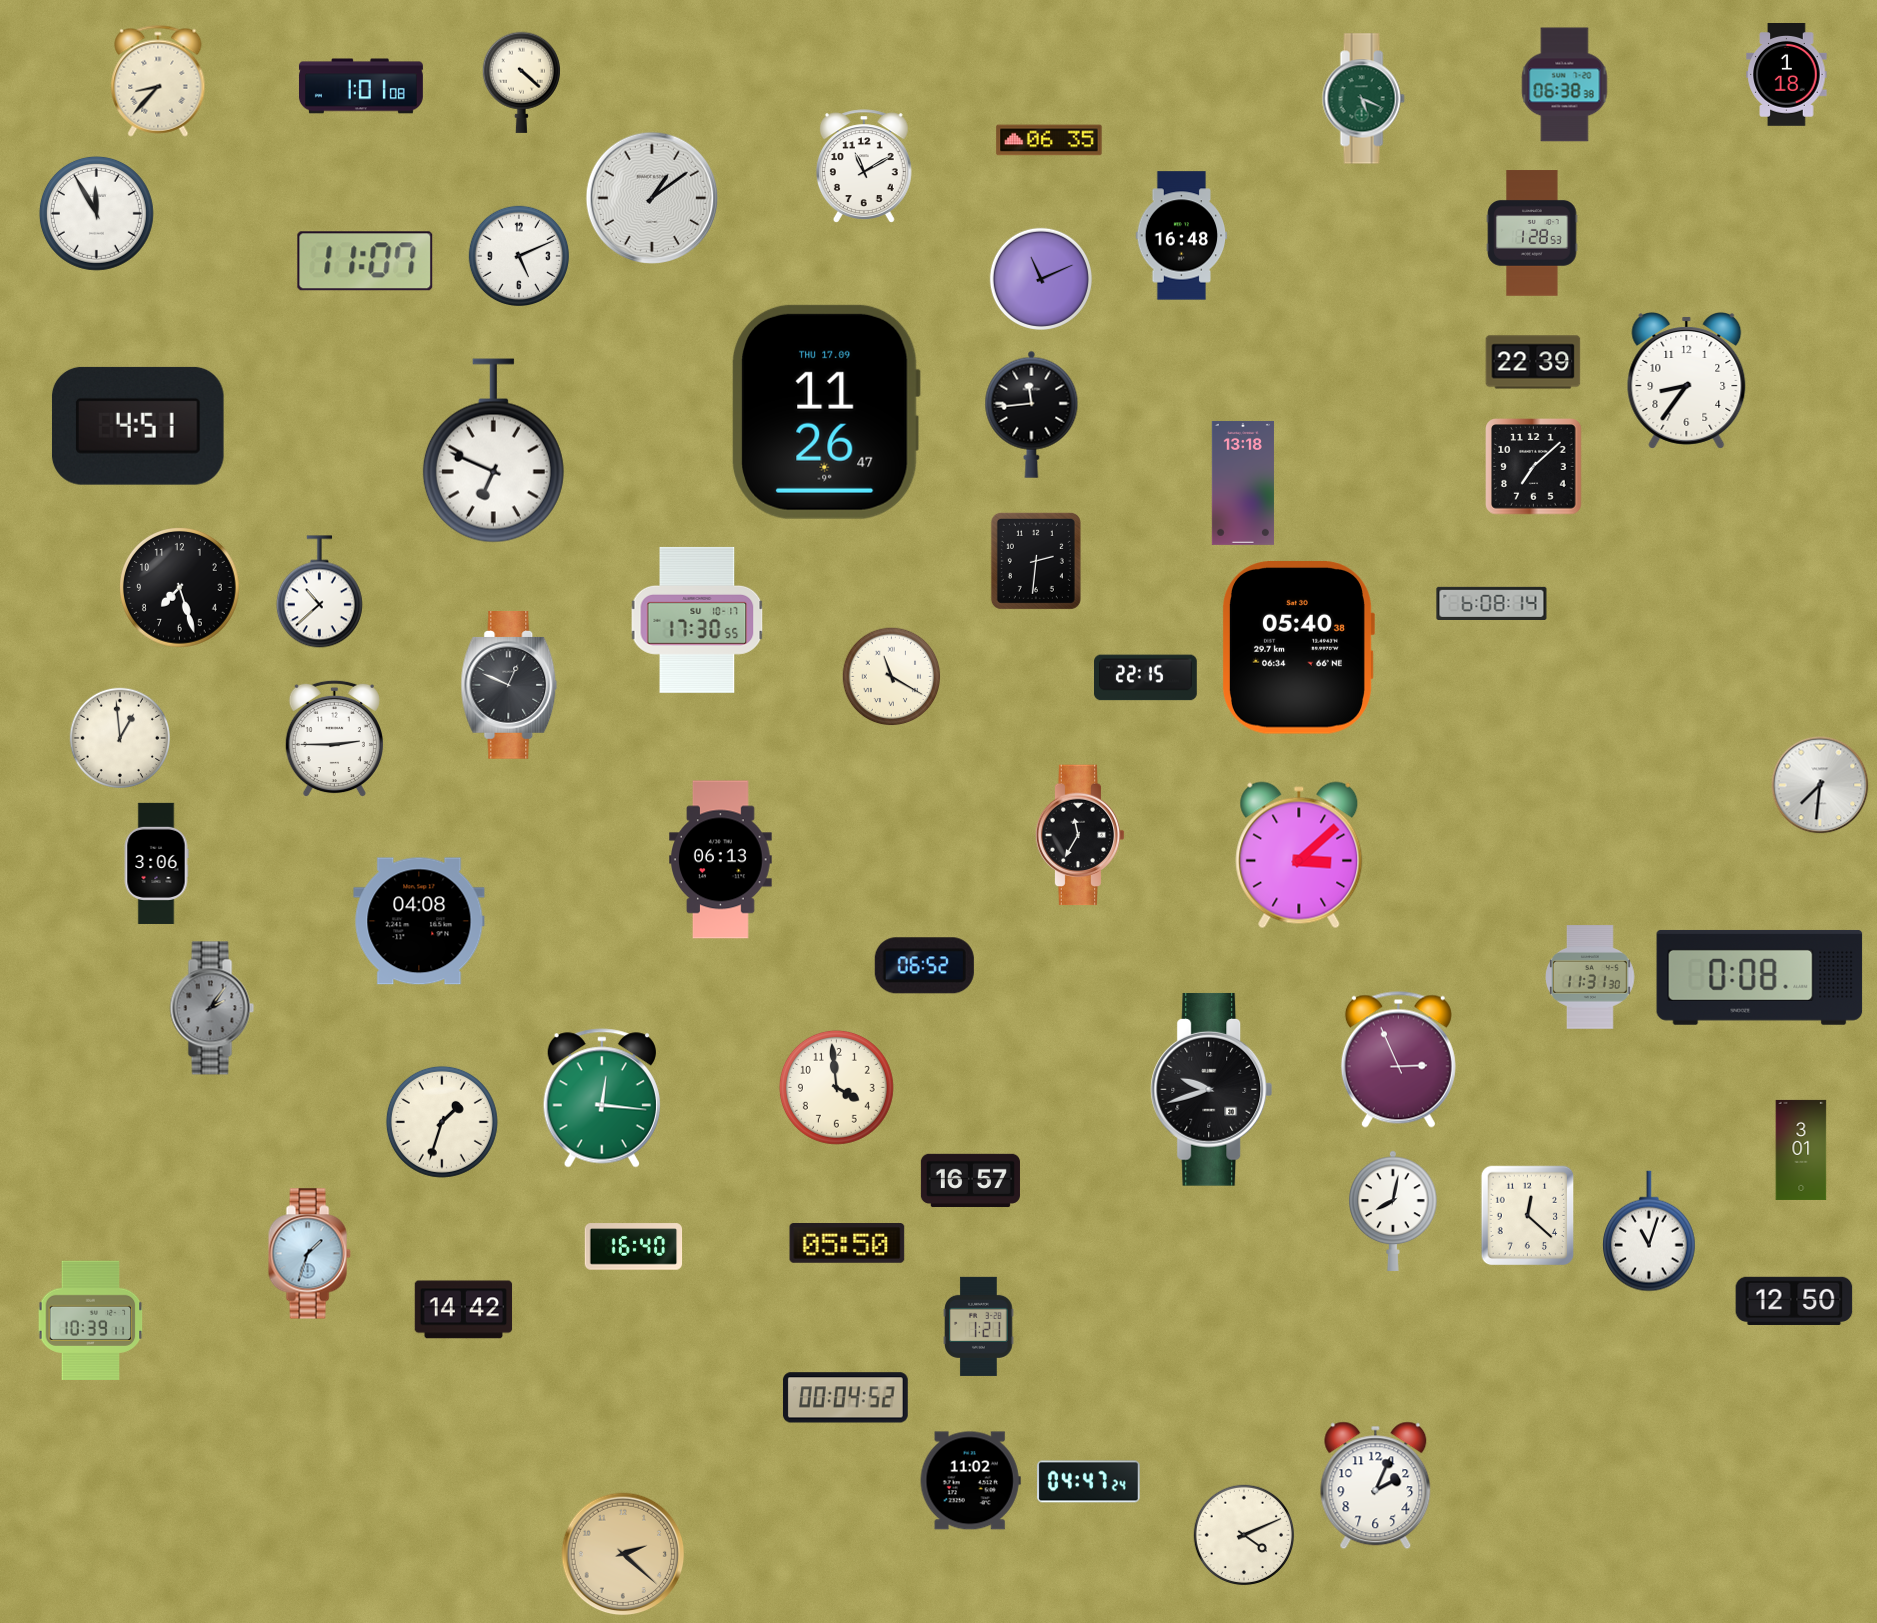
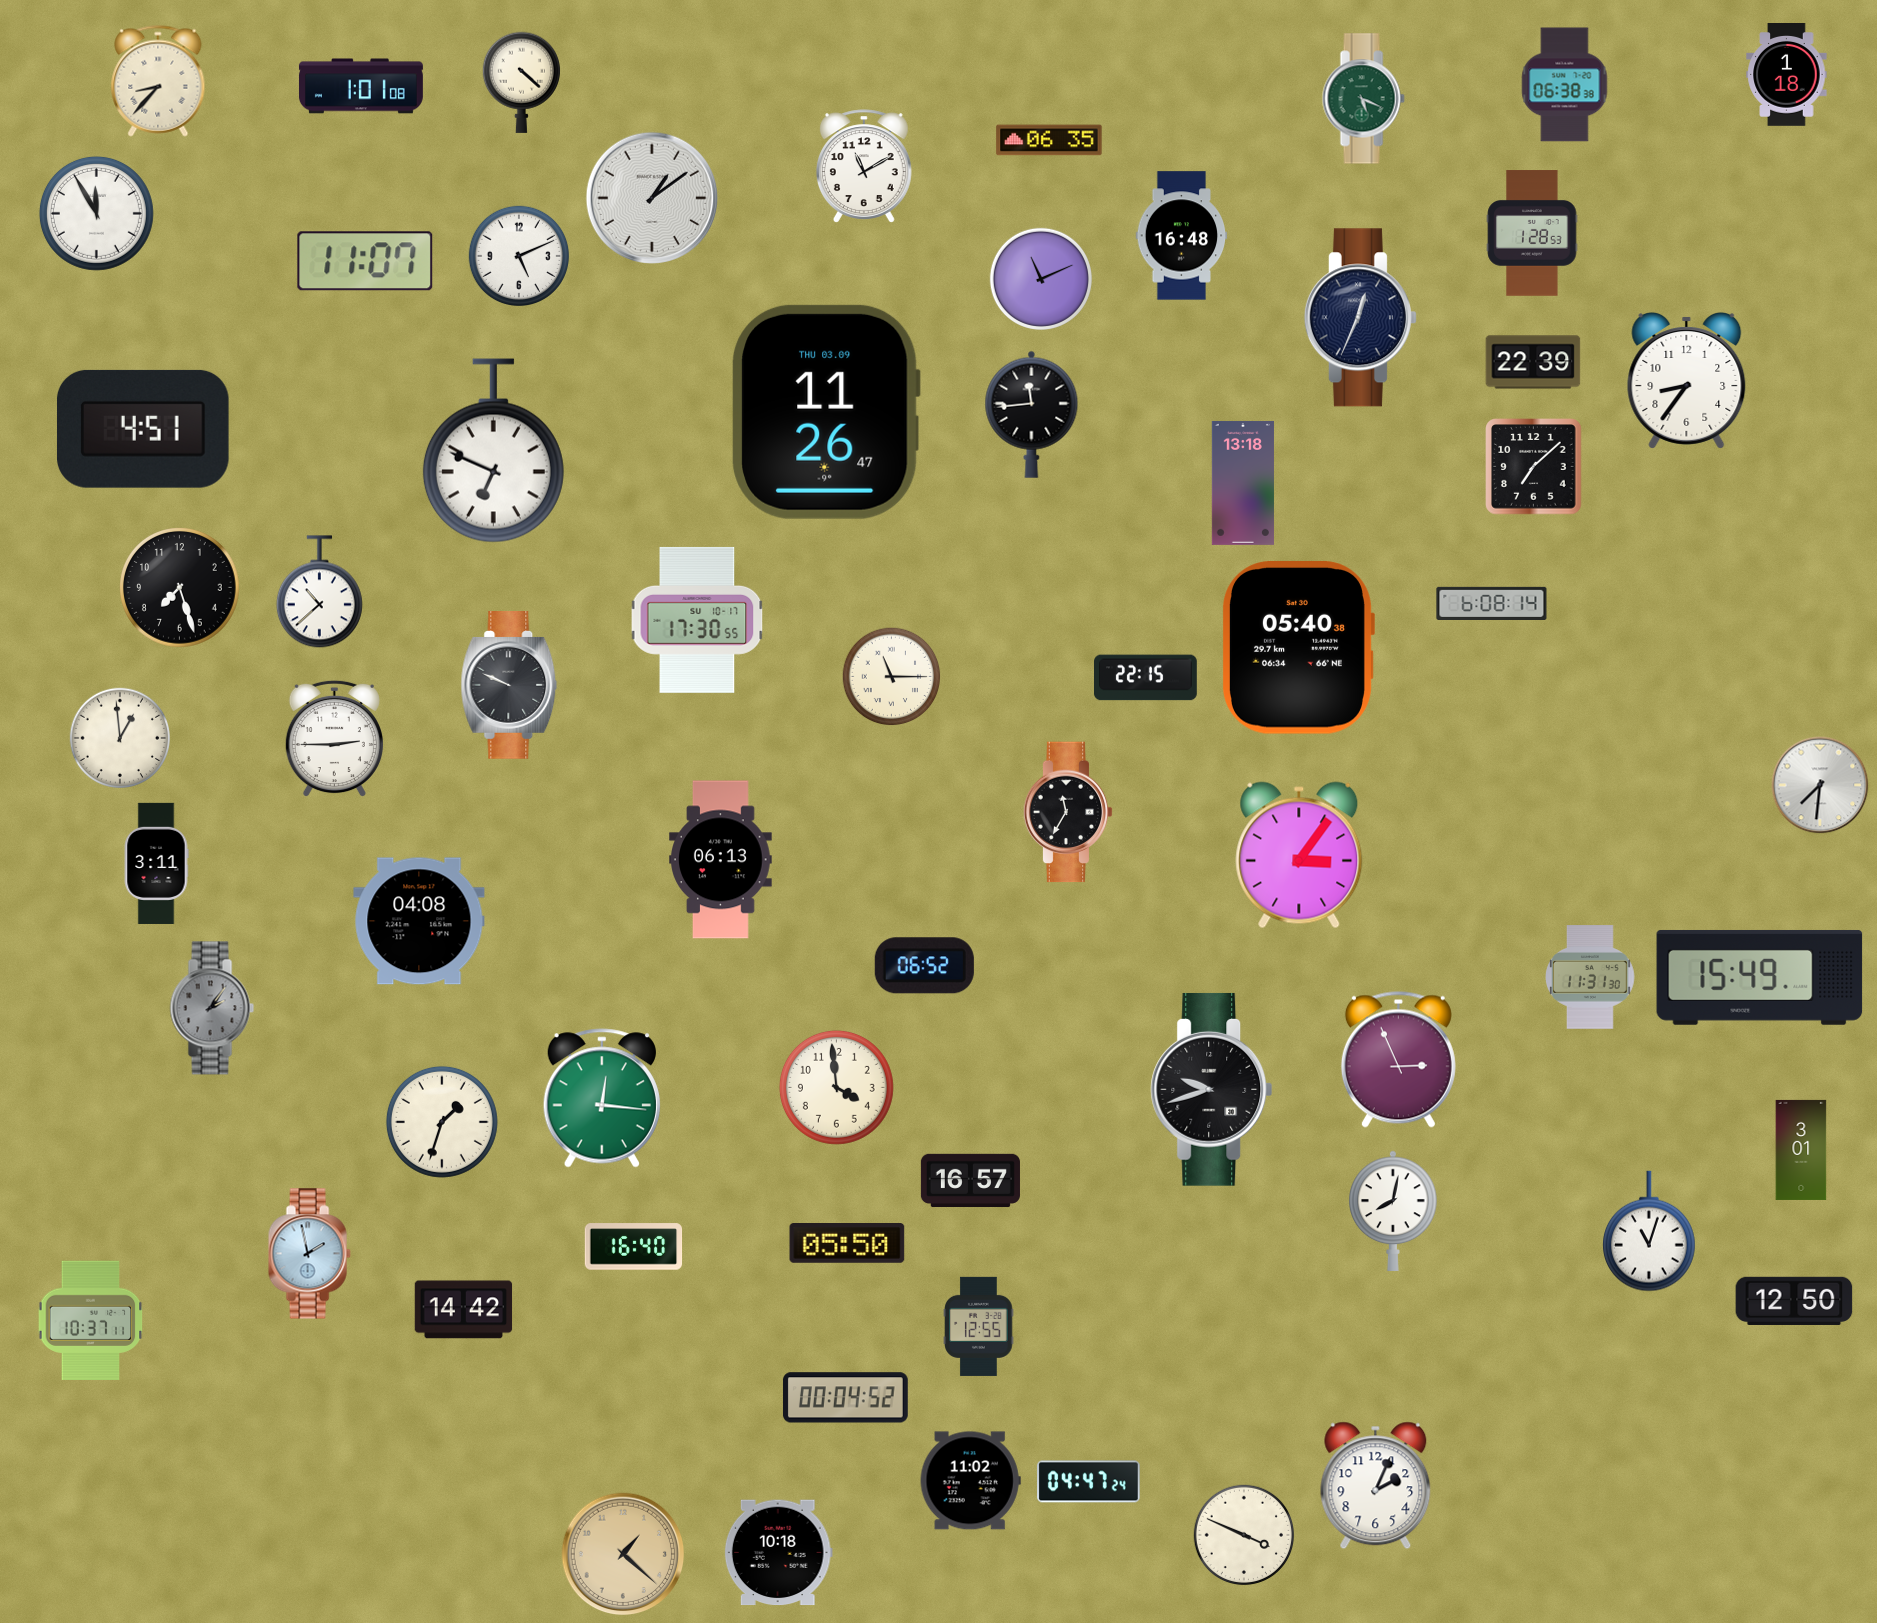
clock at (1360, 318): none -> 12:34
clock at (826, 412) date: THU 17.09 -> THU 03.09
clock at (138, 426) position: (138, 426) -> (143, 429)
clock at (1036, 561): 2:31 -> none
clock at (892, 677): 11:20 -> 11:15
clock at (509, 686): 12:49 -> 9:49
clock at (1080, 835) position: (1080, 835) -> (1068, 812)
clock at (1299, 855): 3:08 -> 3:06
clock at (156, 863): 3:06 -> 3:11
clock at (1760, 977): 0:08 -> 15:49
clock at (1528, 1216): 12:22 -> none
clock at (309, 1254): 1:33 -> 1:58
clock at (91, 1320): 10:39 -> 10:37
clock at (979, 1326): 1:21 -> 12:55
clock at (1243, 1534): 4:11 -> 3:49
clock at (778, 1553): none -> 10:18
clock at (623, 1554): 2:22 -> 1:22
